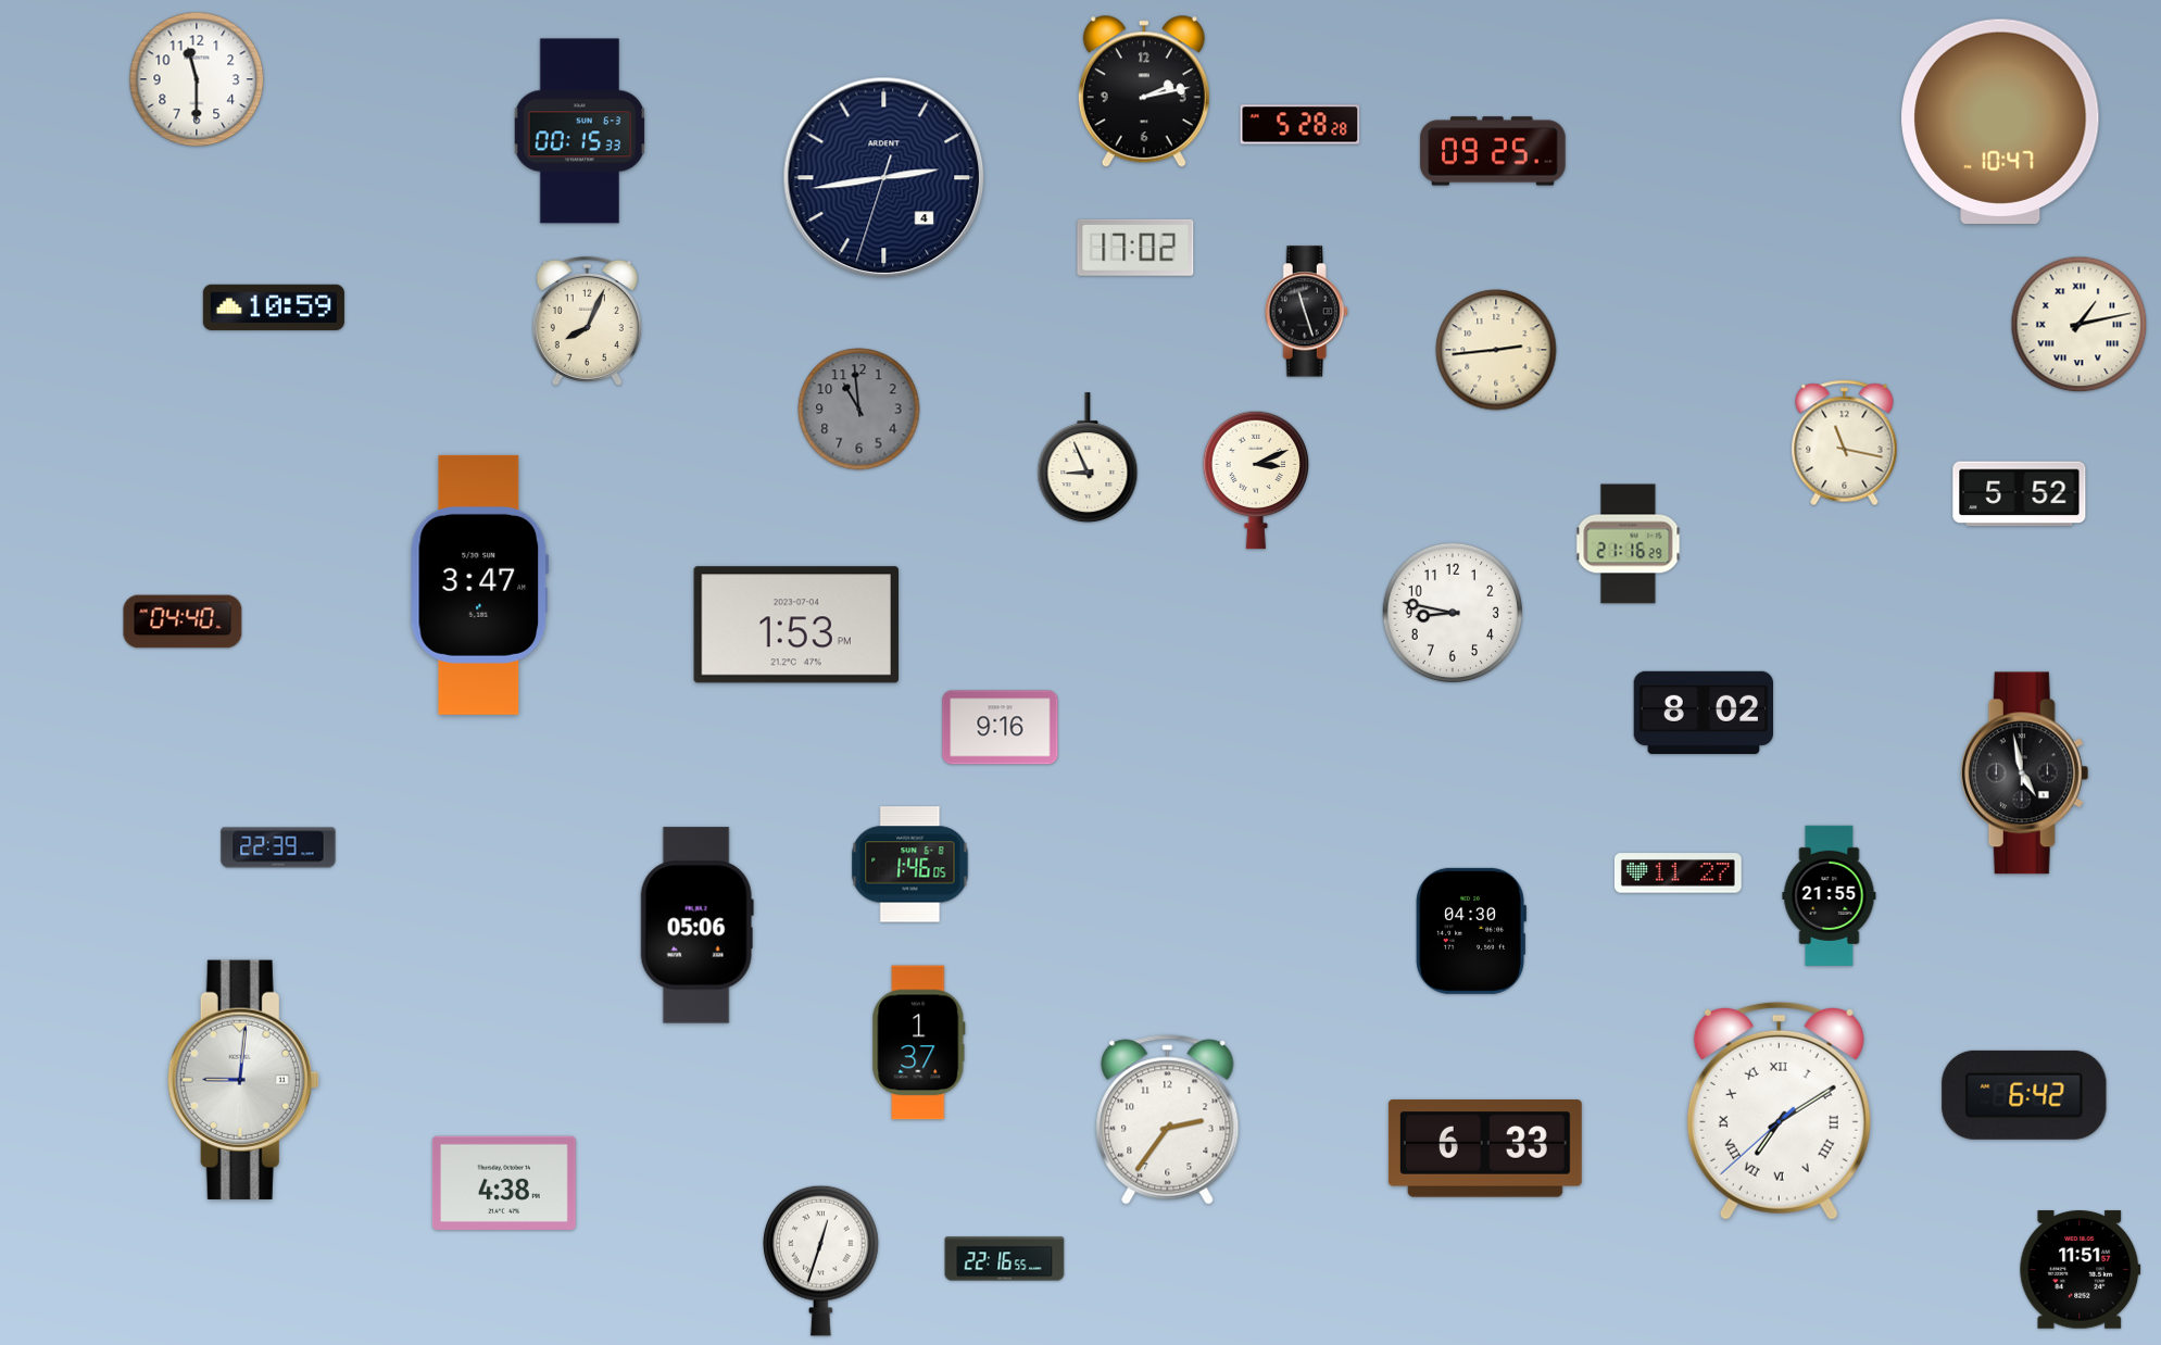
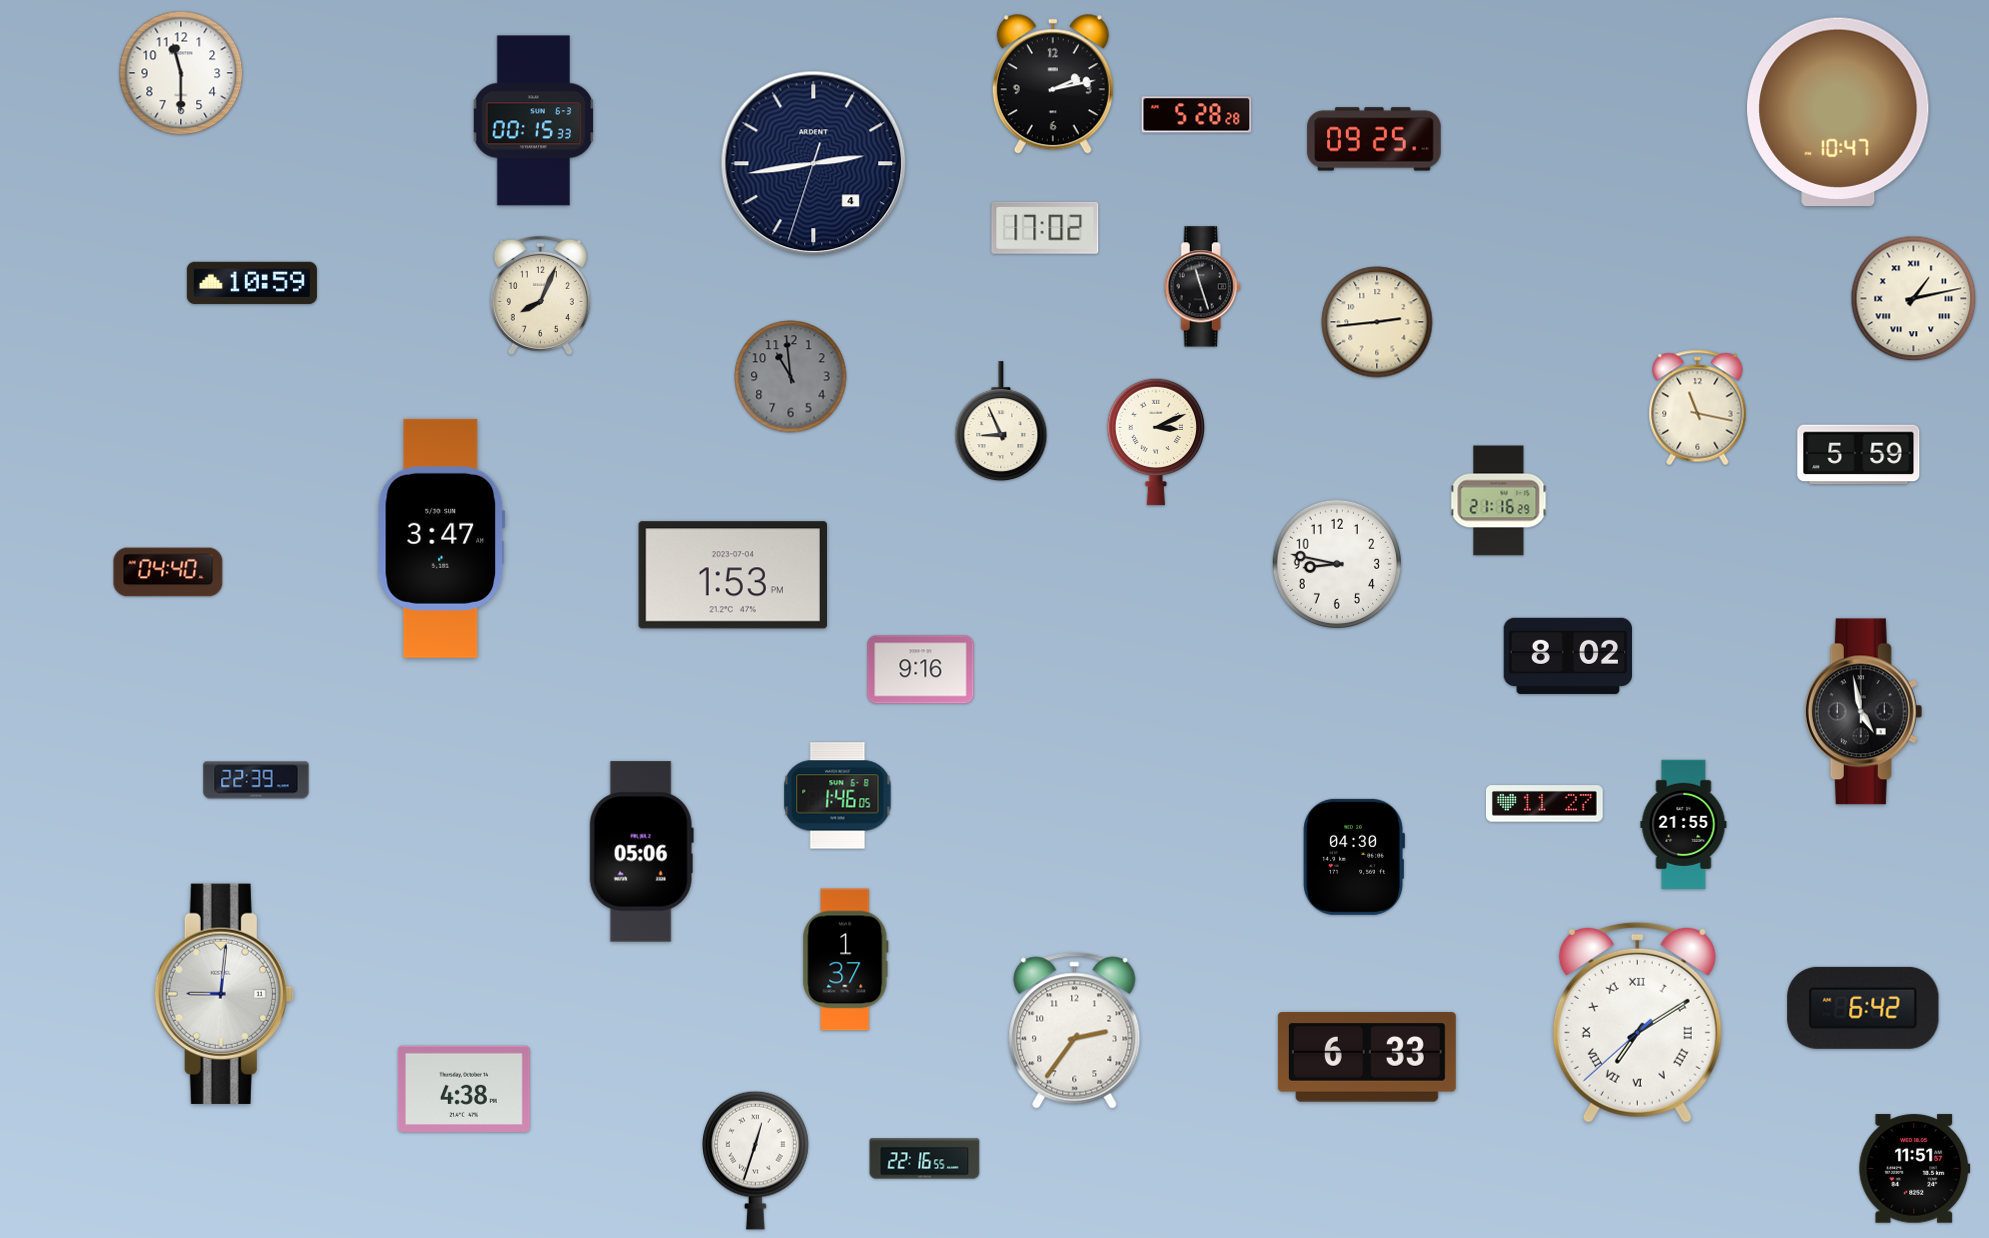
clock at (2000, 121) position: (2000, 121) -> (1838, 111)
clock at (2020, 494): 5:52 -> 5:59
